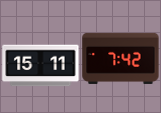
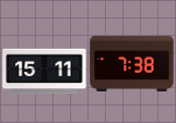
clock at (121, 58): 7:42 -> 7:38
